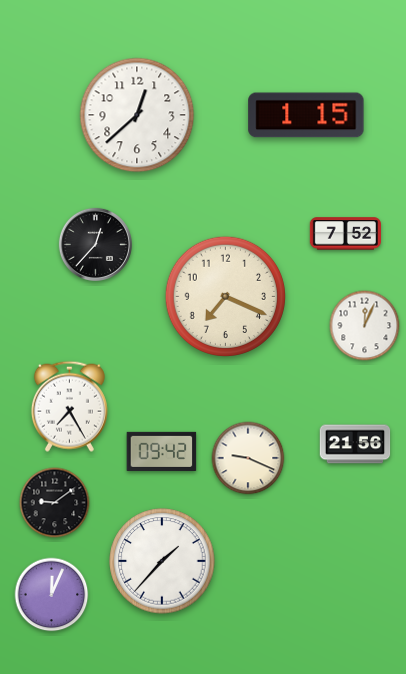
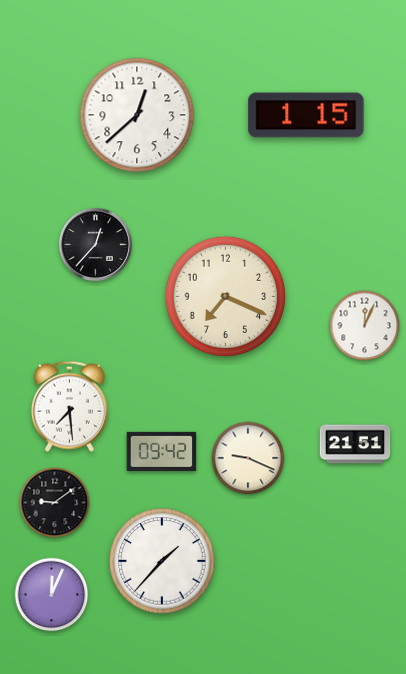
clock at (345, 234): 7:52 -> none
clock at (69, 406): 7:25 -> 7:29
clock at (355, 444): 21:56 -> 21:51
